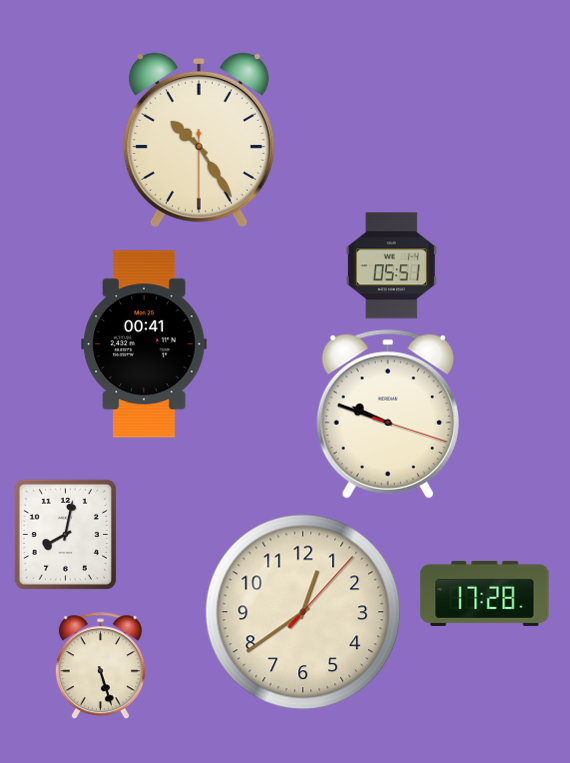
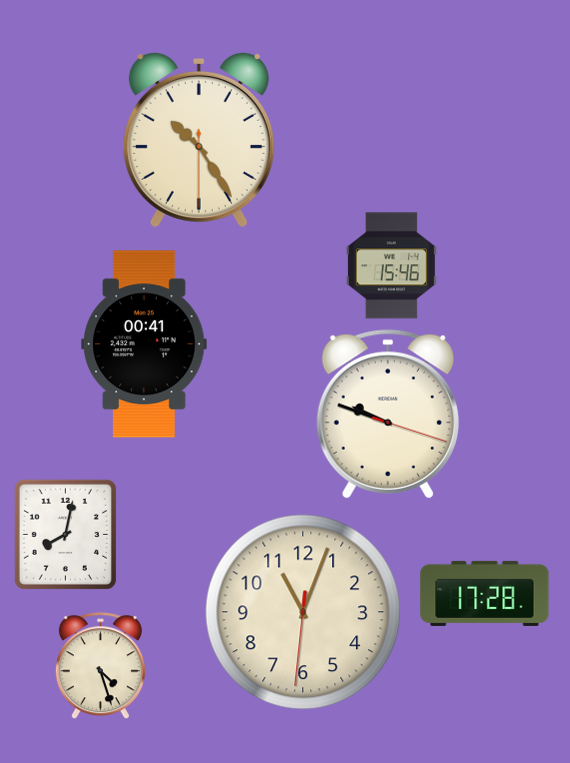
clock at (391, 266): 05:51 -> 15:46
clock at (303, 612): 12:39 -> 11:03
clock at (100, 666): 5:27 -> 4:27
